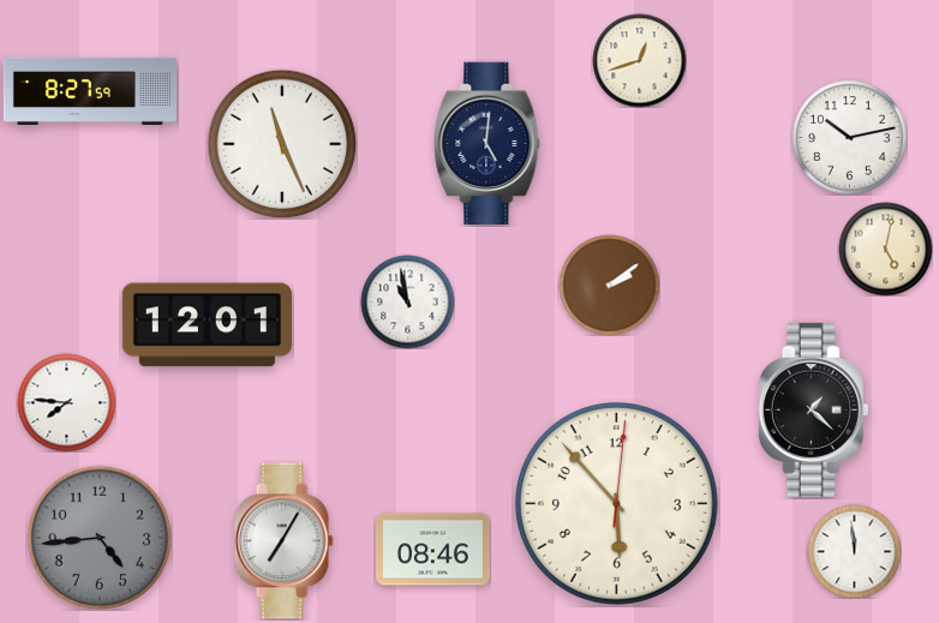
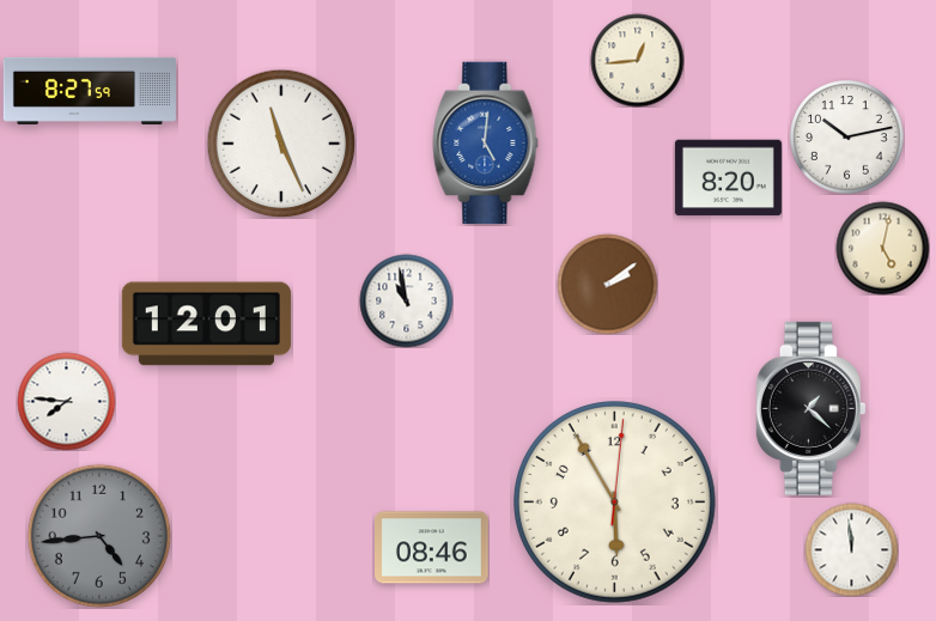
clock at (639, 60): 12:42 -> 12:44
clock at (488, 144) dial: navy -> blue
clock at (728, 178): none -> 8:20
clock at (616, 503): 5:53 -> 5:55
clock at (283, 541): 7:05 -> none
